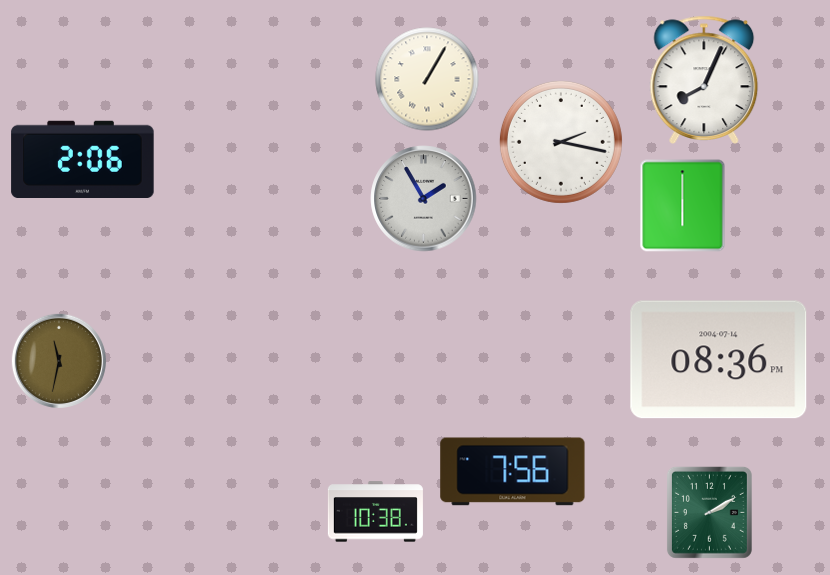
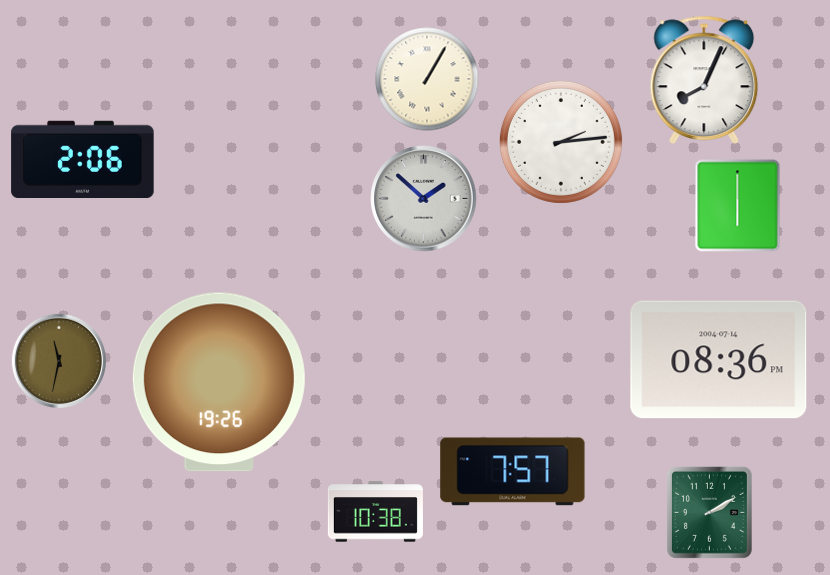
clock at (561, 142): 2:17 -> 2:14
clock at (424, 199): 1:55 -> 1:52
clock at (683, 206) position: (683, 206) -> (738, 206)
clock at (219, 382): none -> 19:26
clock at (513, 472): 7:56 -> 7:57
